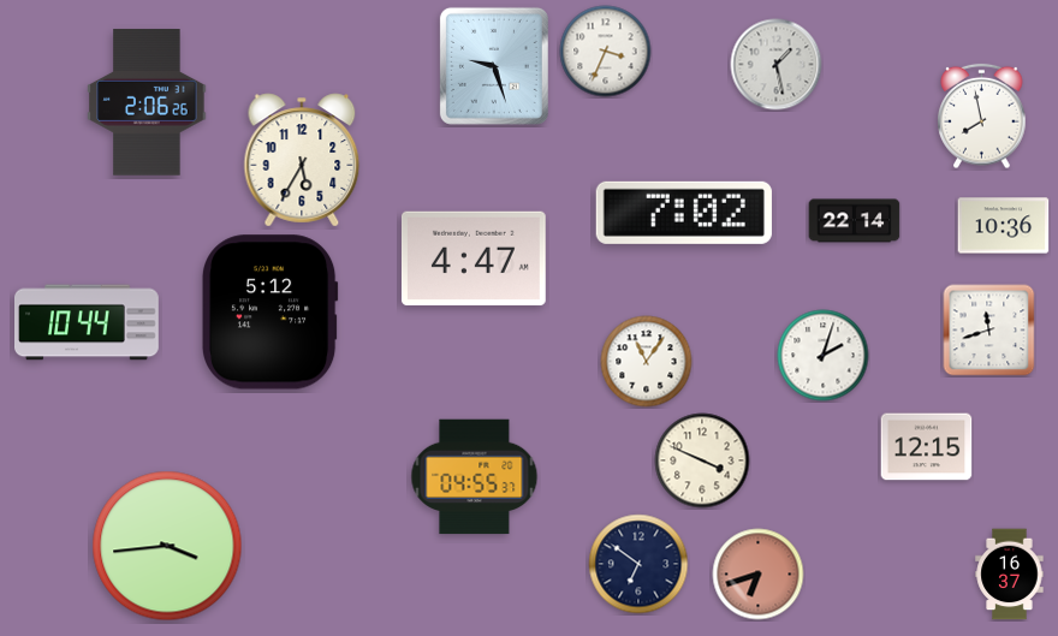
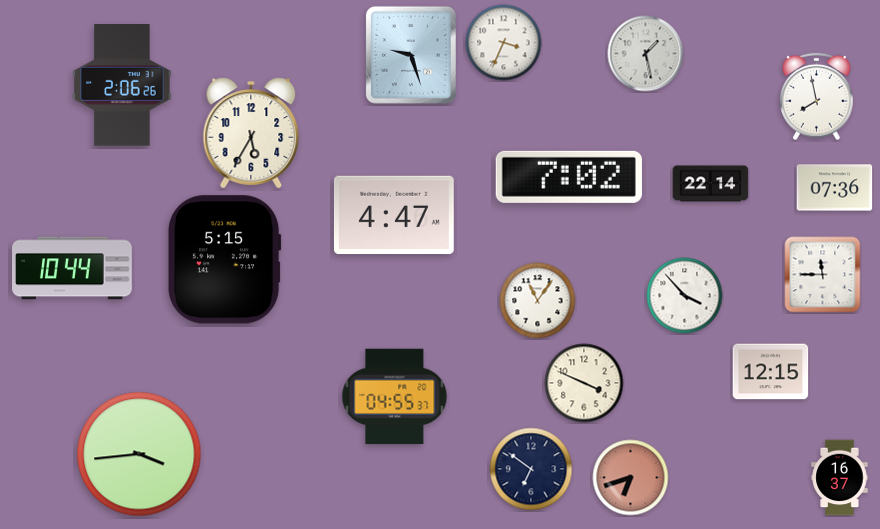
clock at (1004, 226): 10:36 -> 07:36
clock at (269, 313): 5:12 -> 5:15
clock at (989, 331): 11:42 -> 11:45
clock at (824, 356): 2:03 -> 3:53
